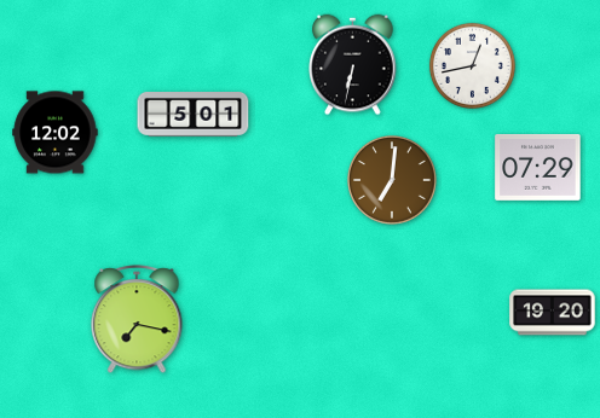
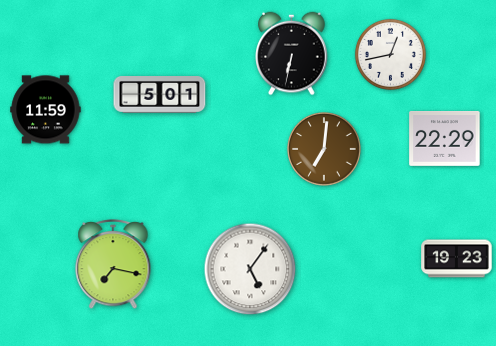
clock at (56, 133): 12:02 -> 11:59
clock at (538, 167): 07:29 -> 22:29
clock at (553, 313): 19:20 -> 19:23
clock at (250, 269): none -> 5:06
